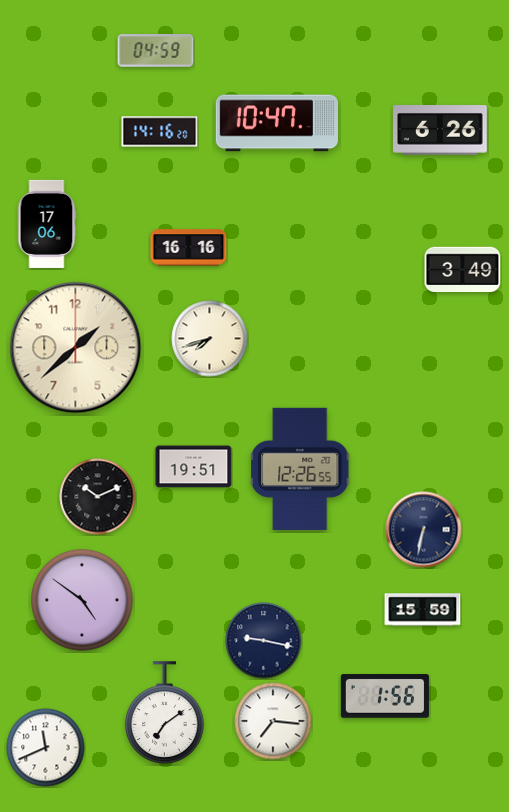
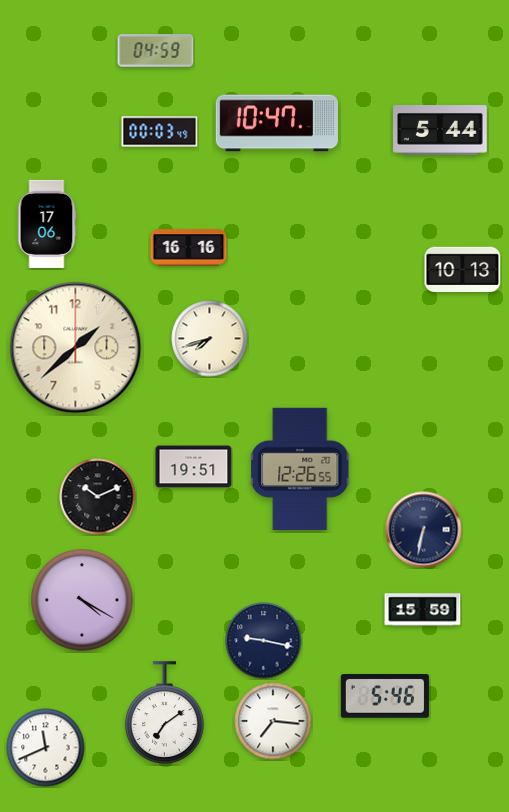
clock at (441, 131): 6:26 -> 5:44
clock at (160, 132): 14:16 -> 00:03
clock at (463, 269): 3:49 -> 10:13
clock at (82, 600): 4:51 -> 4:20
clock at (385, 696): 1:56 -> 5:46
